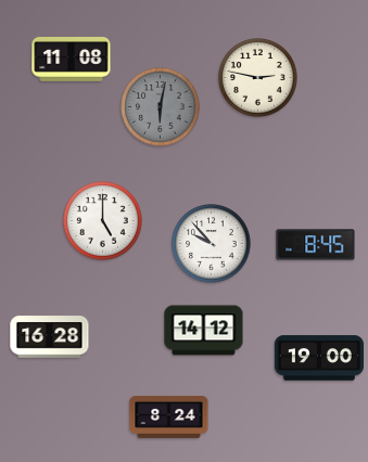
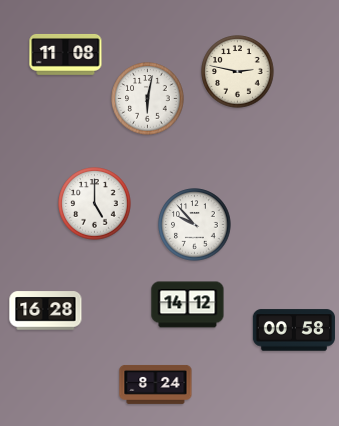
clock at (161, 107) dial: grey -> white
clock at (316, 245): 8:45 -> none
clock at (319, 358): 19:00 -> 00:58
